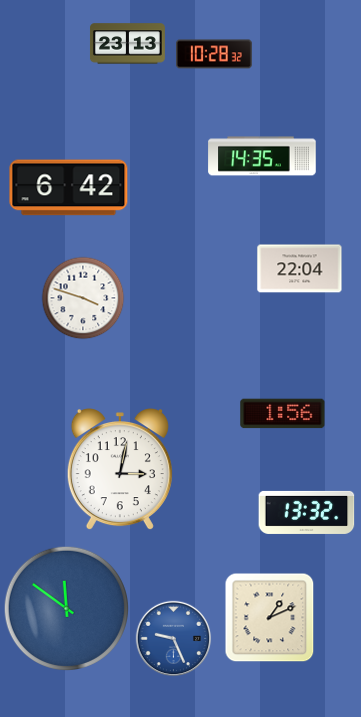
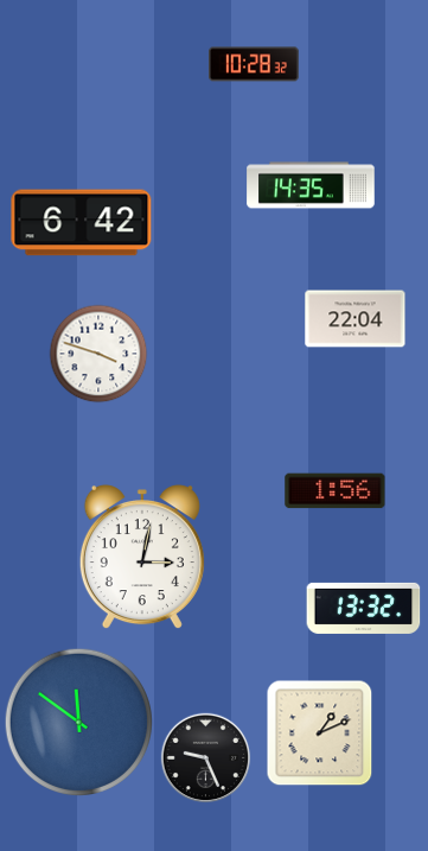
clock at (127, 44): 23:13 -> none
clock at (174, 639) dial: blue -> black
